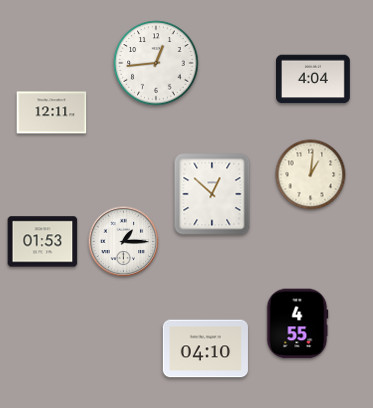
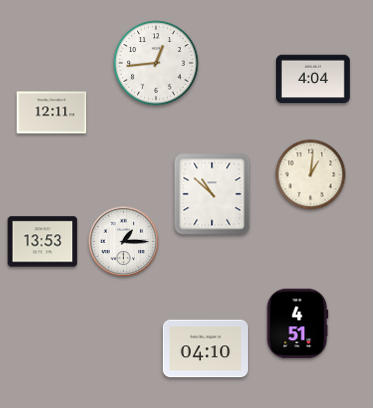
clock at (212, 194): 12:52 -> 10:52
clock at (43, 242): 01:53 -> 13:53
clock at (297, 324): 4:55 -> 4:51
